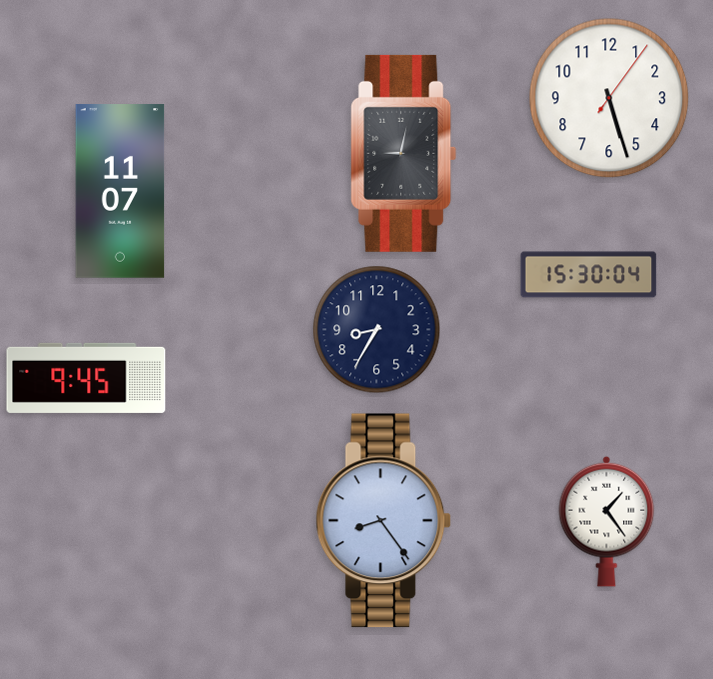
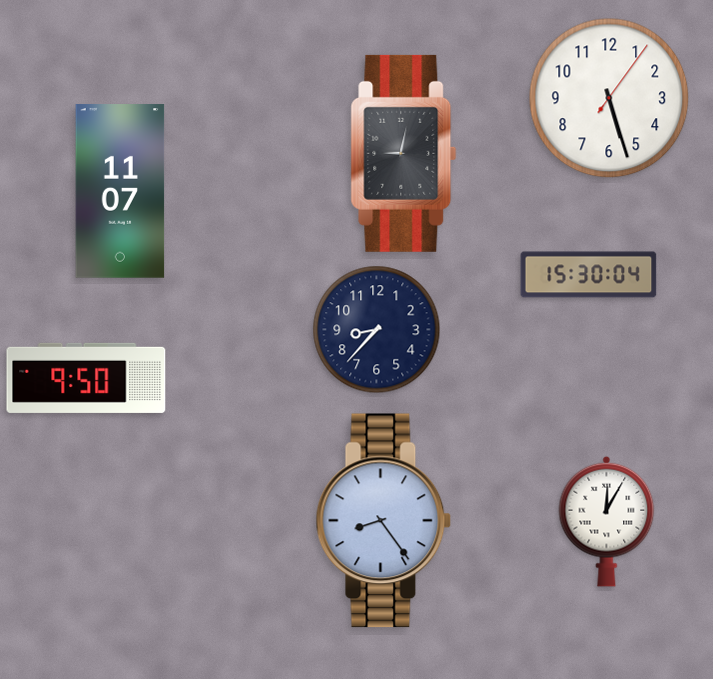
clock at (377, 330): 8:35 -> 8:37
clock at (86, 378): 9:45 -> 9:50
clock at (607, 521): 1:24 -> 12:05
